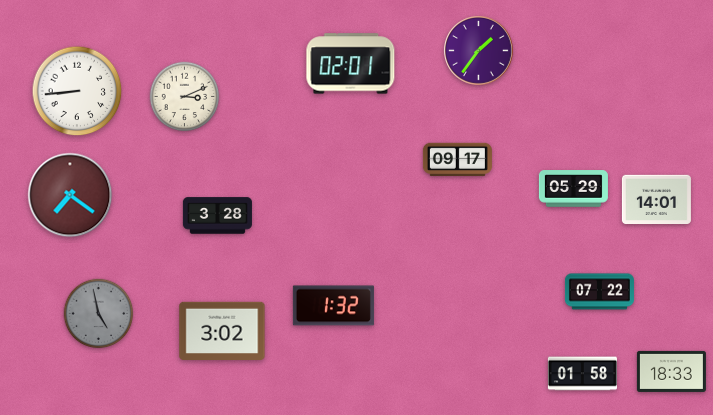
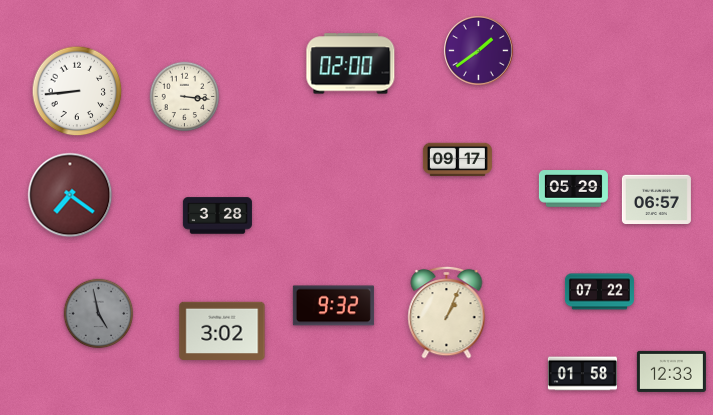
clock at (479, 51): 1:36 -> 1:39
clock at (351, 64): 02:01 -> 02:00
clock at (185, 97): 3:11 -> 3:16
clock at (656, 200): 14:01 -> 06:57
clock at (333, 306): 1:32 -> 9:32
clock at (447, 312): none -> 1:04
clock at (671, 371): 18:33 -> 12:33
